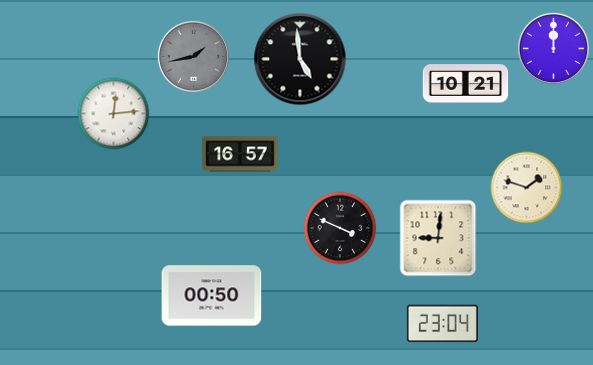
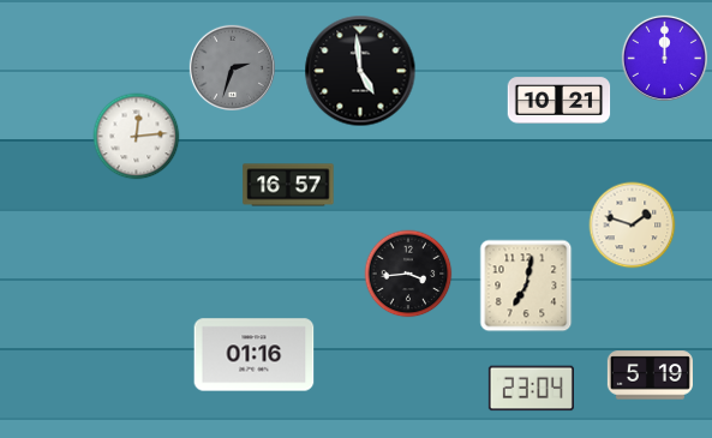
clock at (193, 56): 1:43 -> 2:33
clock at (340, 228): 3:49 -> 3:44
clock at (438, 238): 9:01 -> 7:02
clock at (212, 296): 00:50 -> 01:16
clock at (650, 376): none -> 5:19
